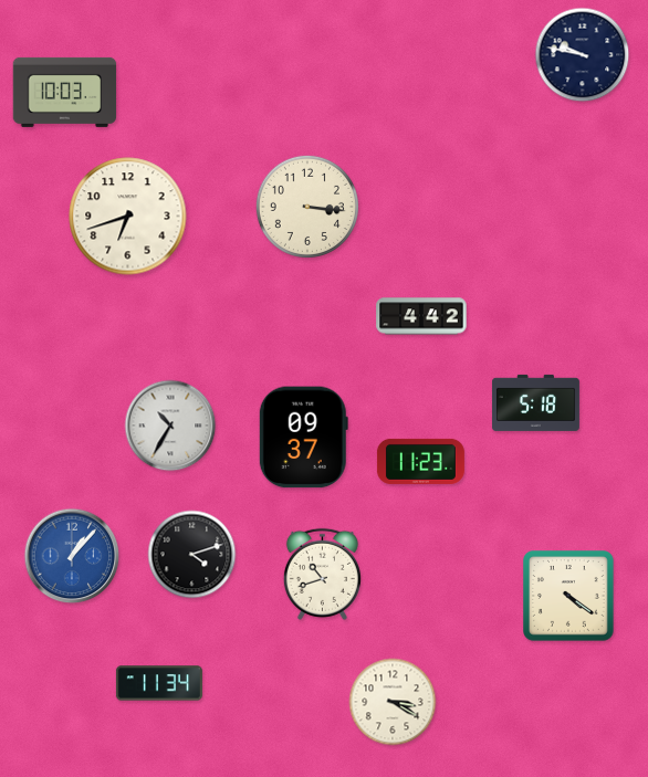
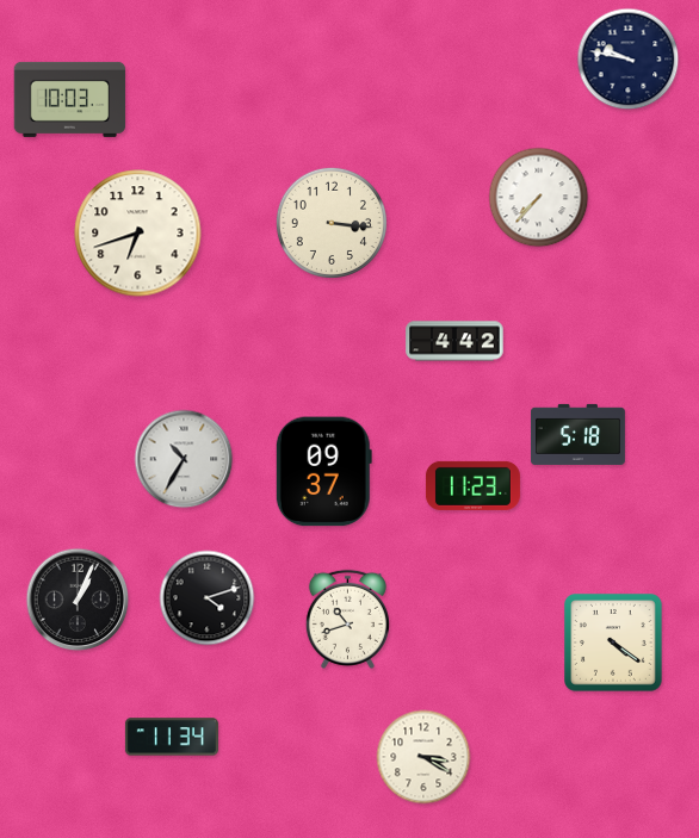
clock at (539, 198): none -> 7:37
clock at (303, 438) position: (303, 438) -> (323, 472)
clock at (420, 461) position: (420, 461) -> (472, 485)
clock at (72, 556): 1:07 -> 1:04
clock at (72, 556) dial: blue -> black
